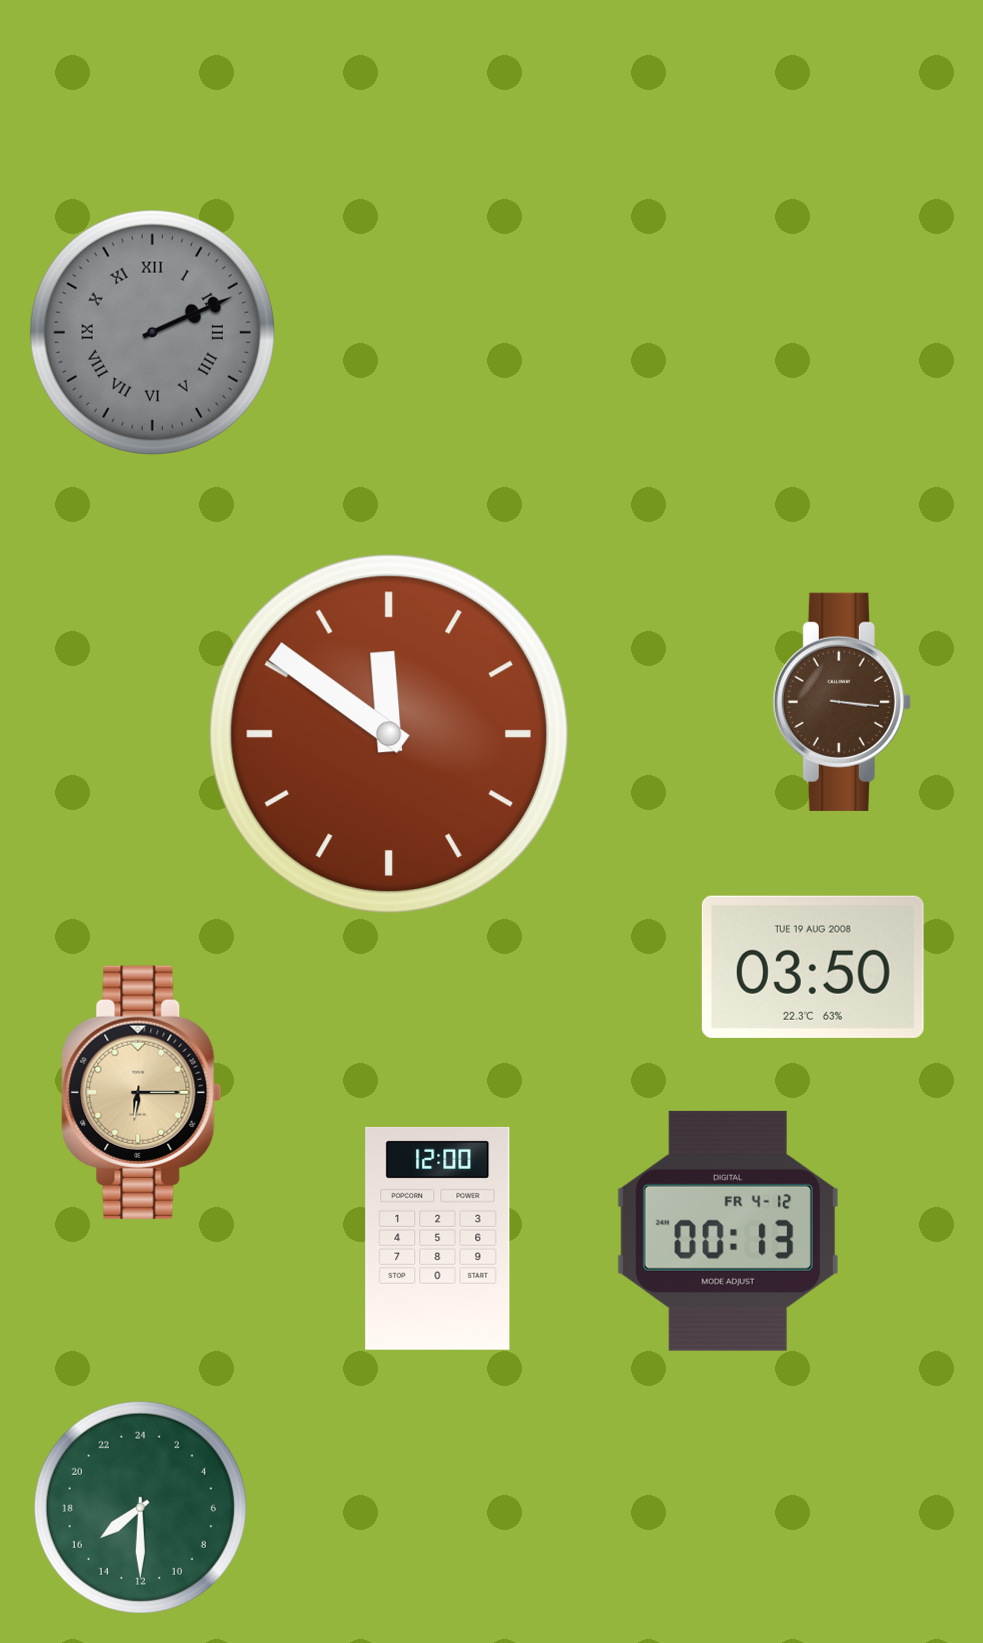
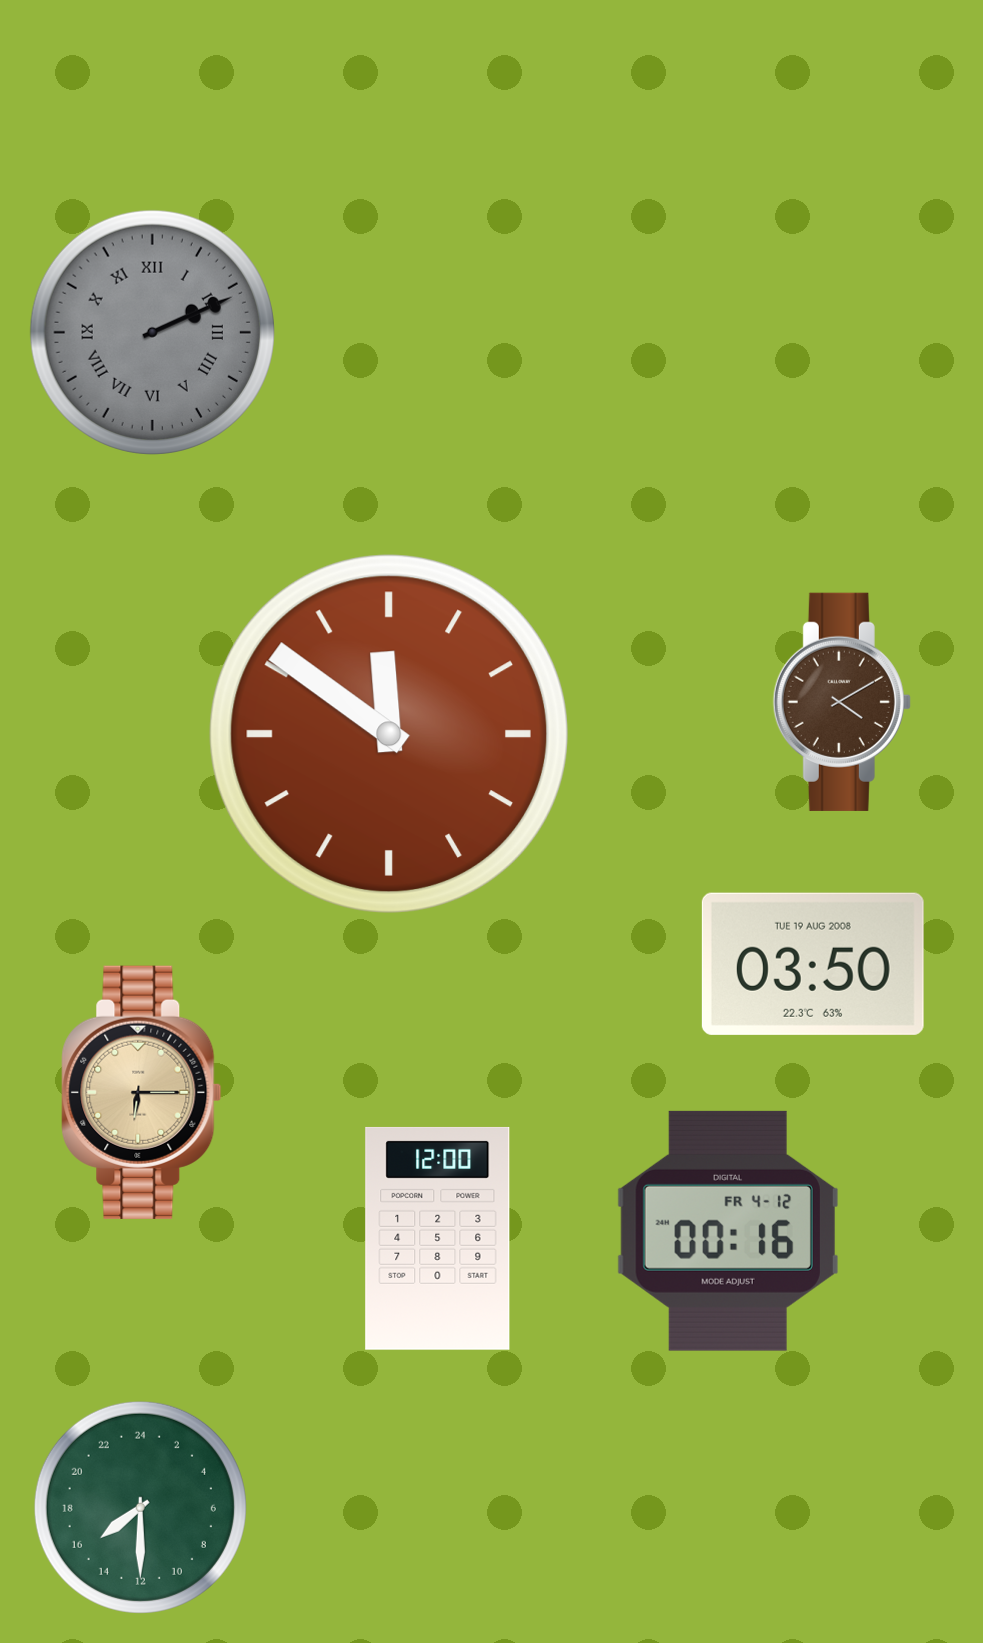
clock at (842, 702): 3:16 -> 4:10
clock at (813, 967) position: (813, 967) -> (813, 964)
clock at (728, 1231): 00:13 -> 00:16
